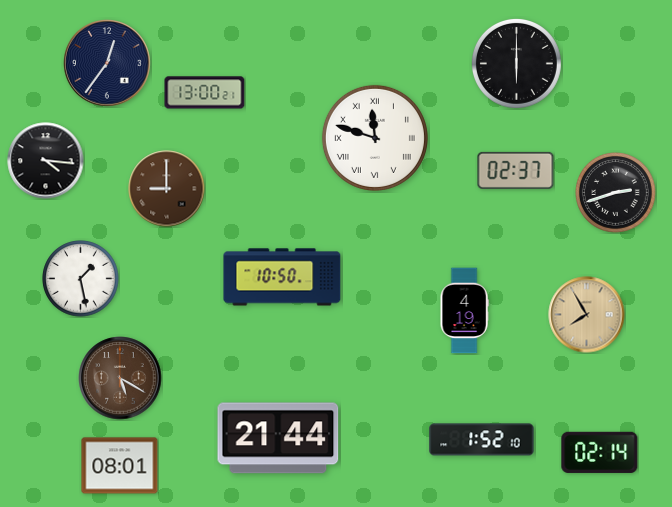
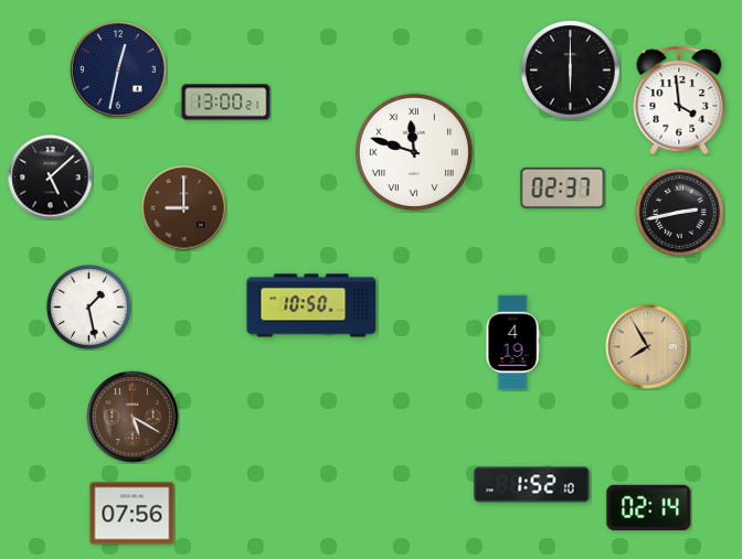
clock at (108, 64): 12:36 -> 12:32
clock at (679, 100): none -> 3:59
clock at (46, 161): 4:16 -> 5:08
clock at (516, 170) position: (516, 170) -> (563, 187)
clock at (616, 193): 2:42 -> 2:43
clock at (278, 438): 21:44 -> none
clock at (600, 452) position: (600, 452) -> (649, 507)
clock at (120, 466): 08:01 -> 07:56
